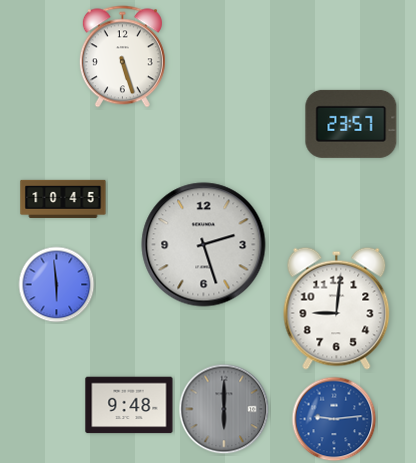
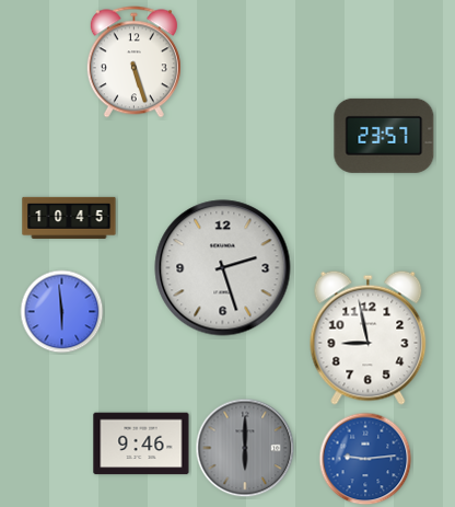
clock at (337, 308): 9:01 -> 8:58
clock at (129, 405): 9:48 -> 9:46
